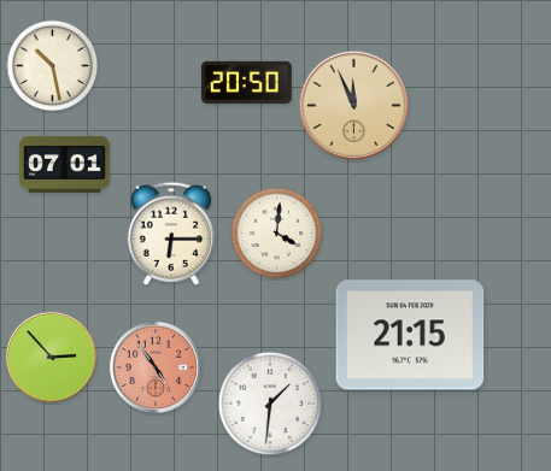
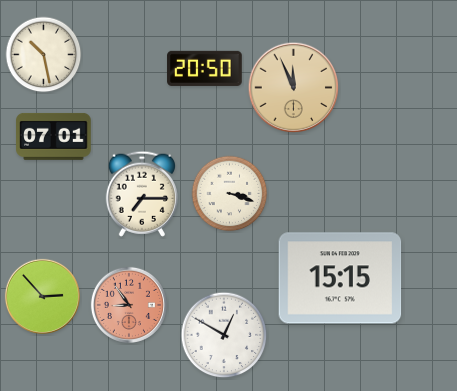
clock at (170, 234): 6:15 -> 7:15
clock at (277, 234): 4:01 -> 3:18
clock at (410, 335): 21:15 -> 15:15
clock at (156, 367): 4:54 -> 8:54
clock at (270, 404): 1:31 -> 12:50
